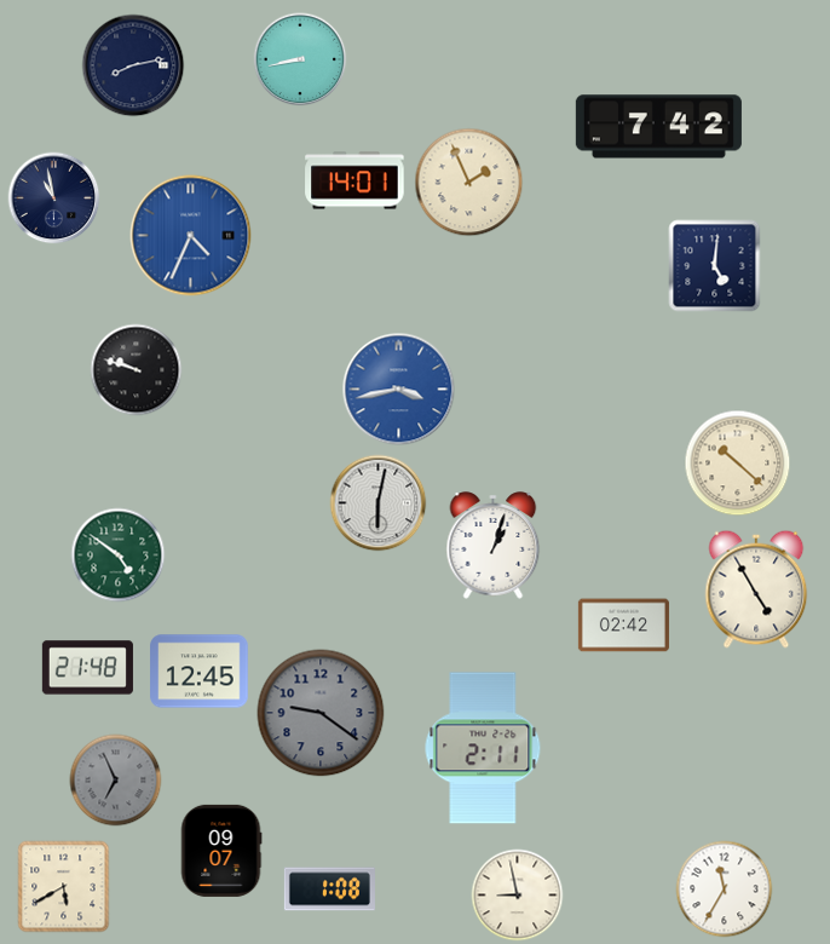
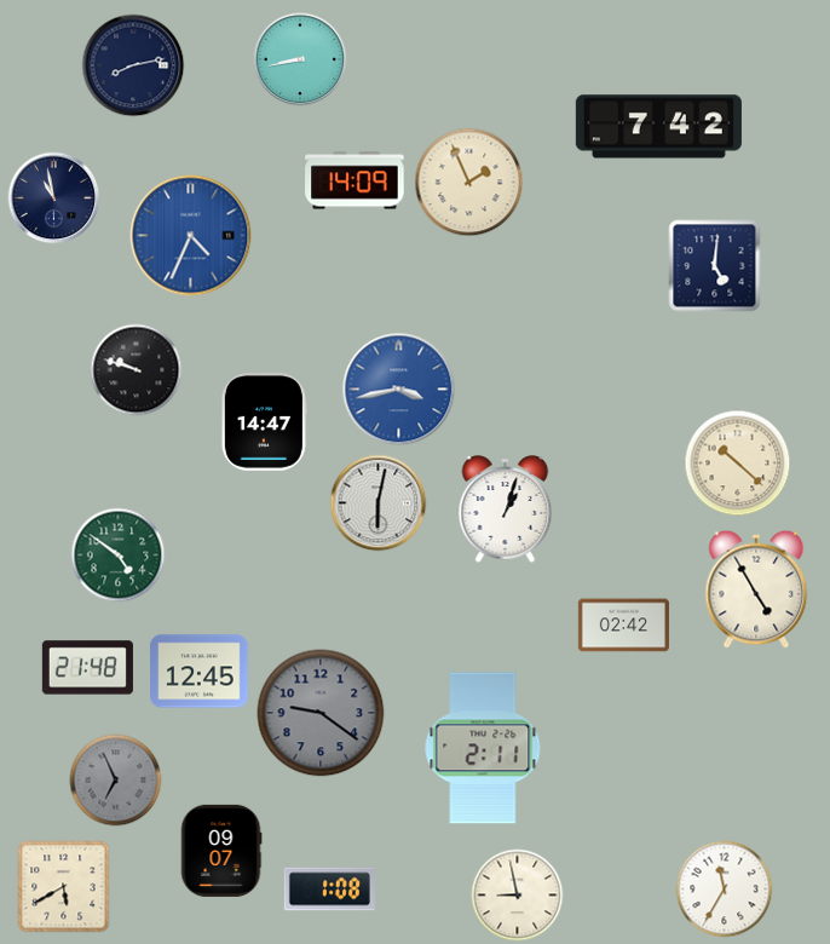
clock at (355, 180): 14:01 -> 14:09
clock at (264, 422): none -> 14:47
clock at (494, 546) position: (494, 546) -> (506, 510)
